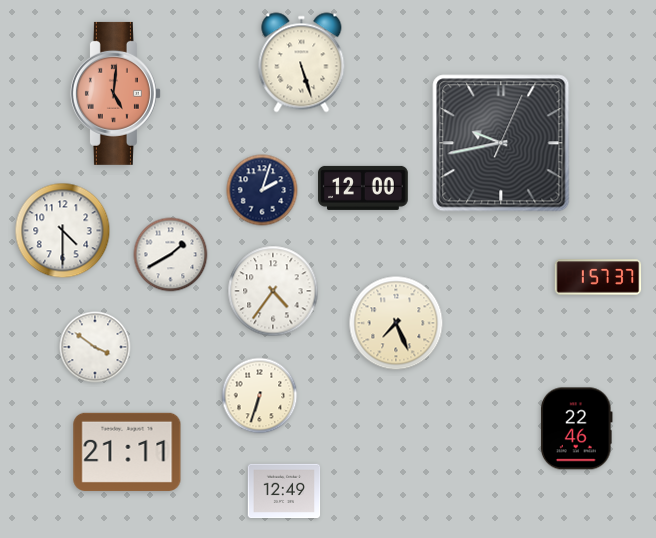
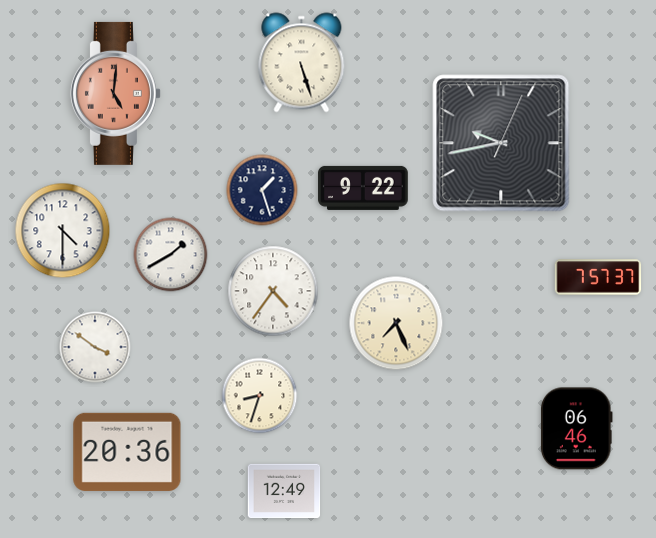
clock at (363, 188): 12:00 -> 9:22
clock at (262, 190): 2:03 -> 1:27
clock at (598, 277): 1:57 -> 7:57
clock at (260, 396): 6:33 -> 8:33
clock at (576, 429): 22:46 -> 06:46
clock at (127, 452): 21:11 -> 20:36
